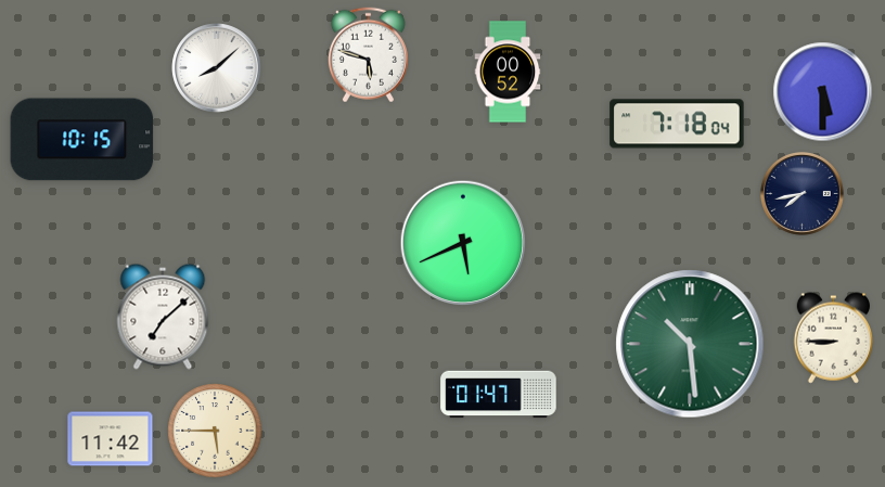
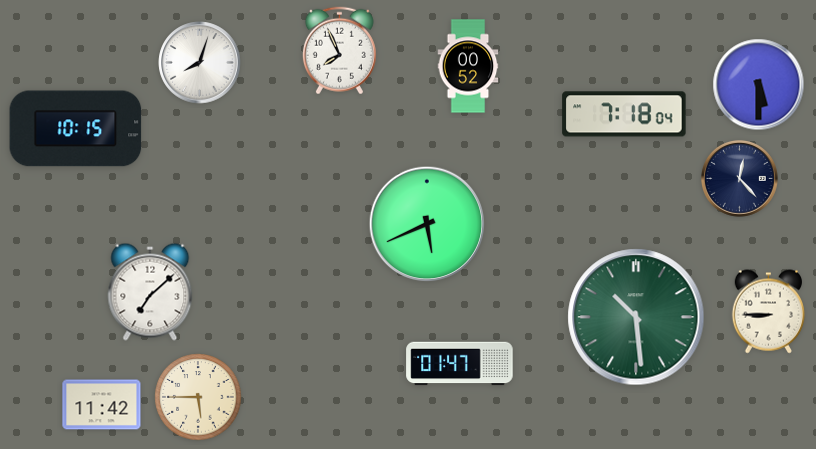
clock at (368, 55): 5:48 -> 7:56
clock at (217, 68): 8:08 -> 8:03
clock at (801, 193): 7:43 -> 12:23
